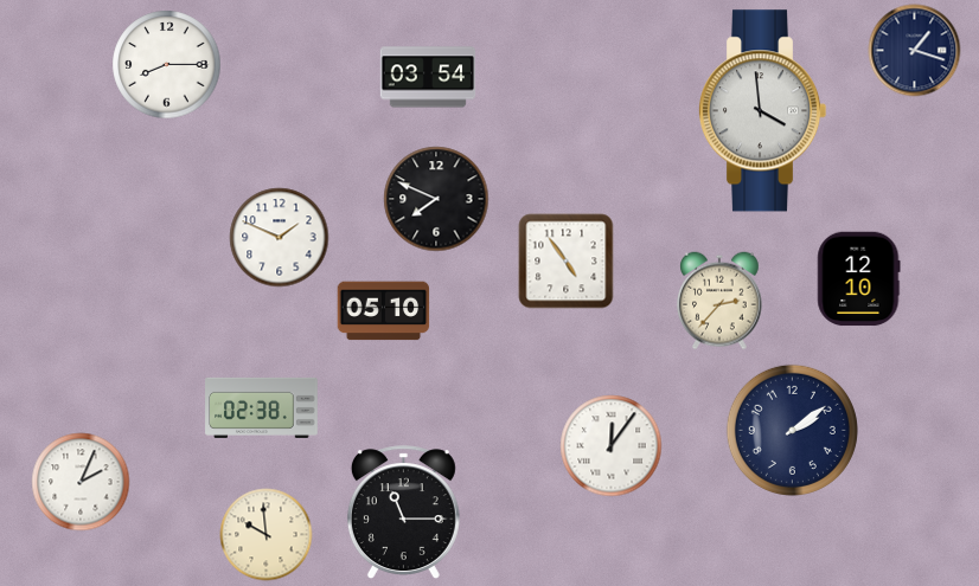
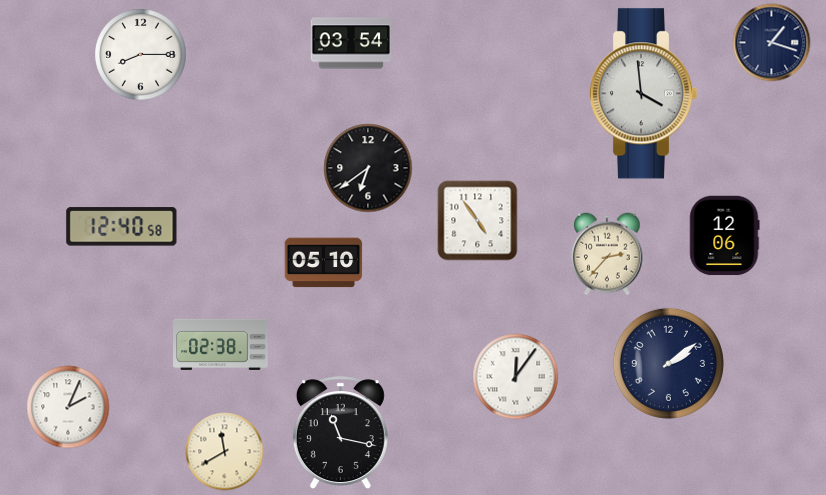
clock at (428, 77) position: (428, 77) -> (351, 43)
clock at (436, 199): 7:49 -> 6:39
clock at (279, 237): 1:49 -> none
clock at (122, 227): none -> 12:40
clock at (859, 278): 12:10 -> 12:06
clock at (403, 513): 11:15 -> 11:17
clock at (265, 534): 9:59 -> 11:40
